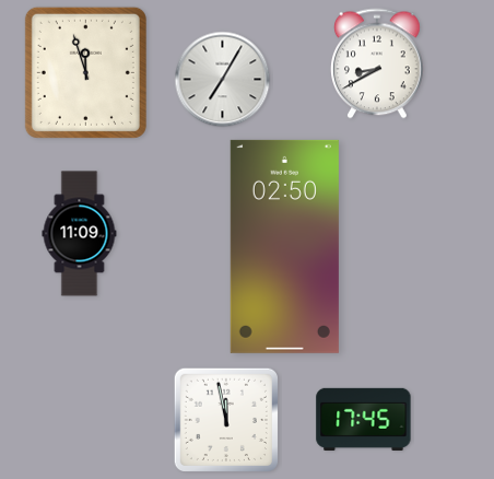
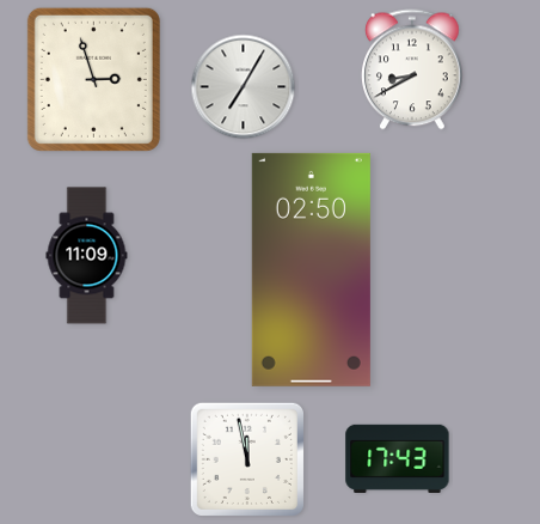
clock at (85, 72): 11:57 -> 2:57
clock at (364, 419): 17:45 -> 17:43
